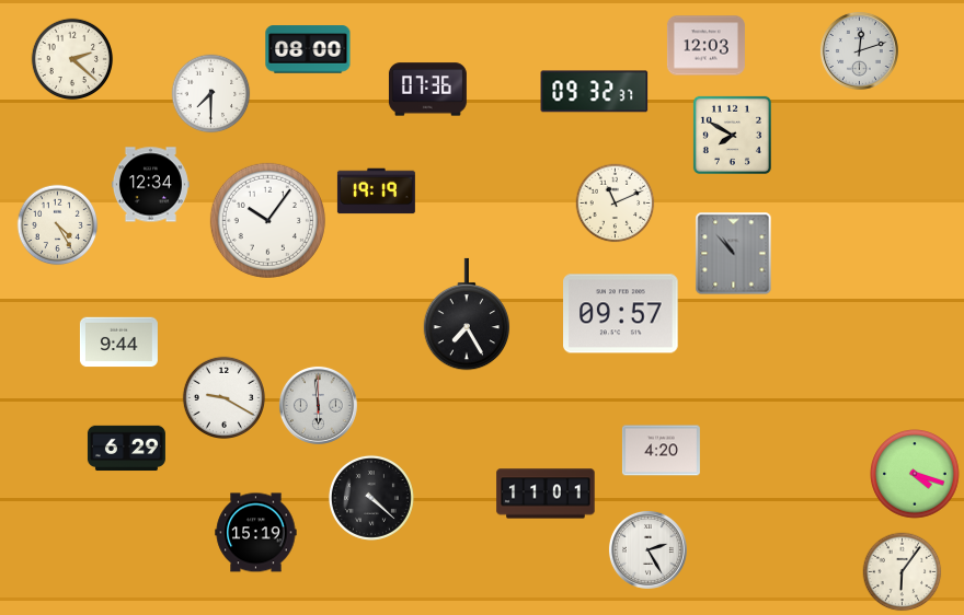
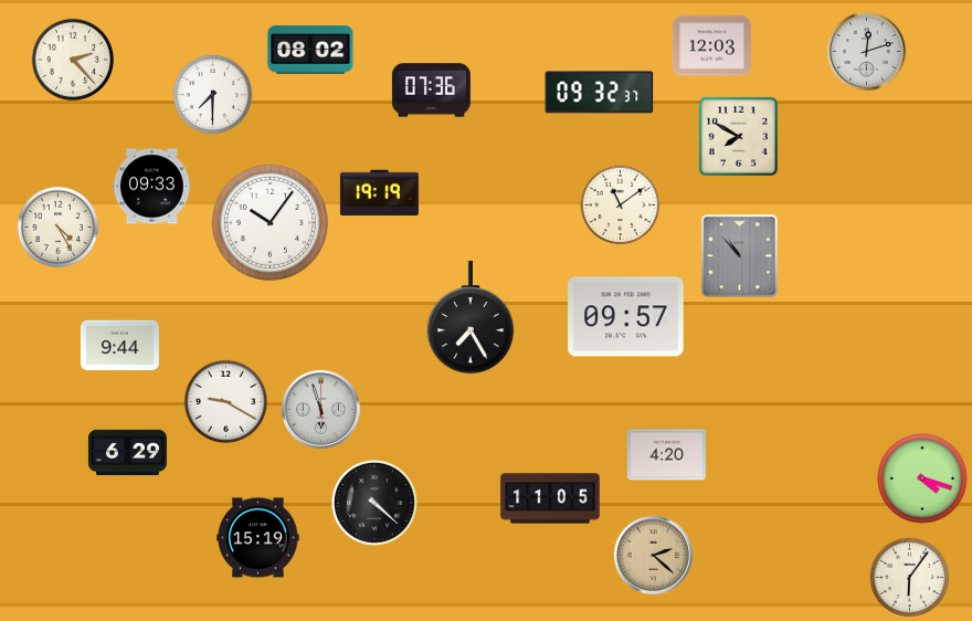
clock at (308, 49): 08:00 -> 08:02
clock at (72, 59): 2:22 -> 2:23
clock at (150, 185): 12:34 -> 09:33
clock at (616, 204): 11:11 -> 11:09
clock at (318, 405): 5:59 -> 5:57
clock at (546, 494): 11:01 -> 11:05
clock at (647, 549): 2:25 -> 2:22
clock at (647, 549) dial: white -> champagne
